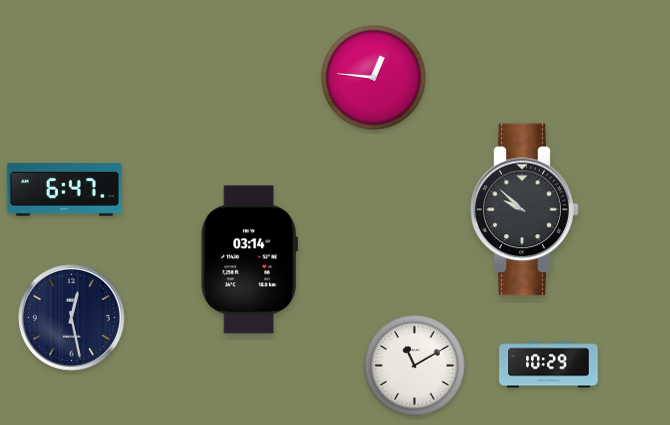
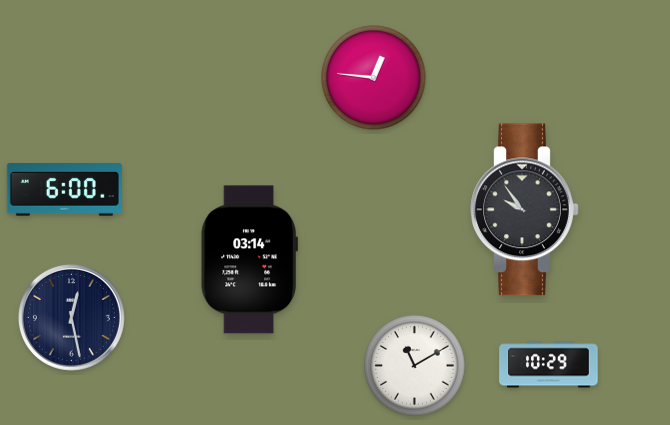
clock at (64, 190): 6:47 -> 6:00
clock at (525, 210): 9:52 -> 9:54
